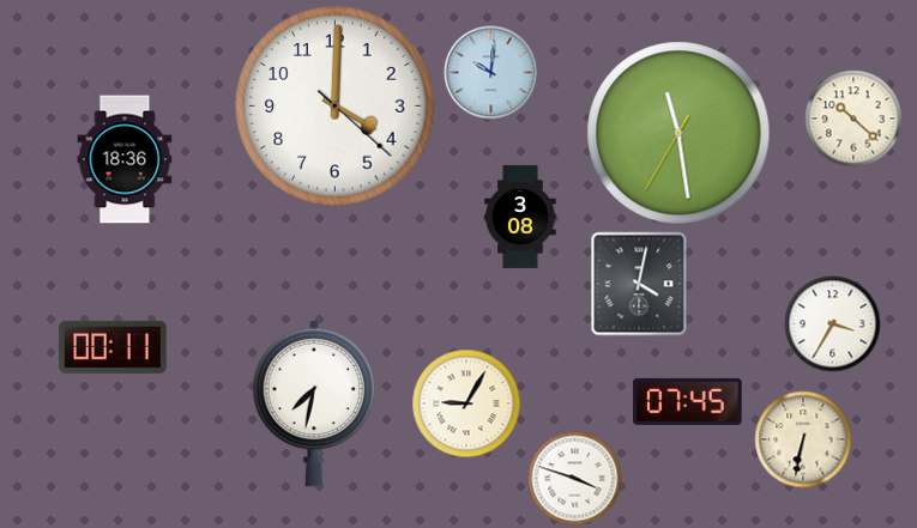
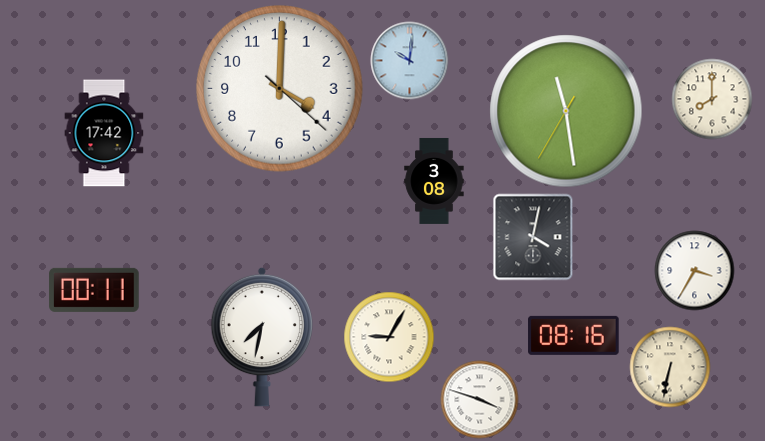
clock at (853, 119): 10:22 -> 8:00
clock at (125, 159): 18:36 -> 17:42
clock at (688, 401): 07:45 -> 08:16
